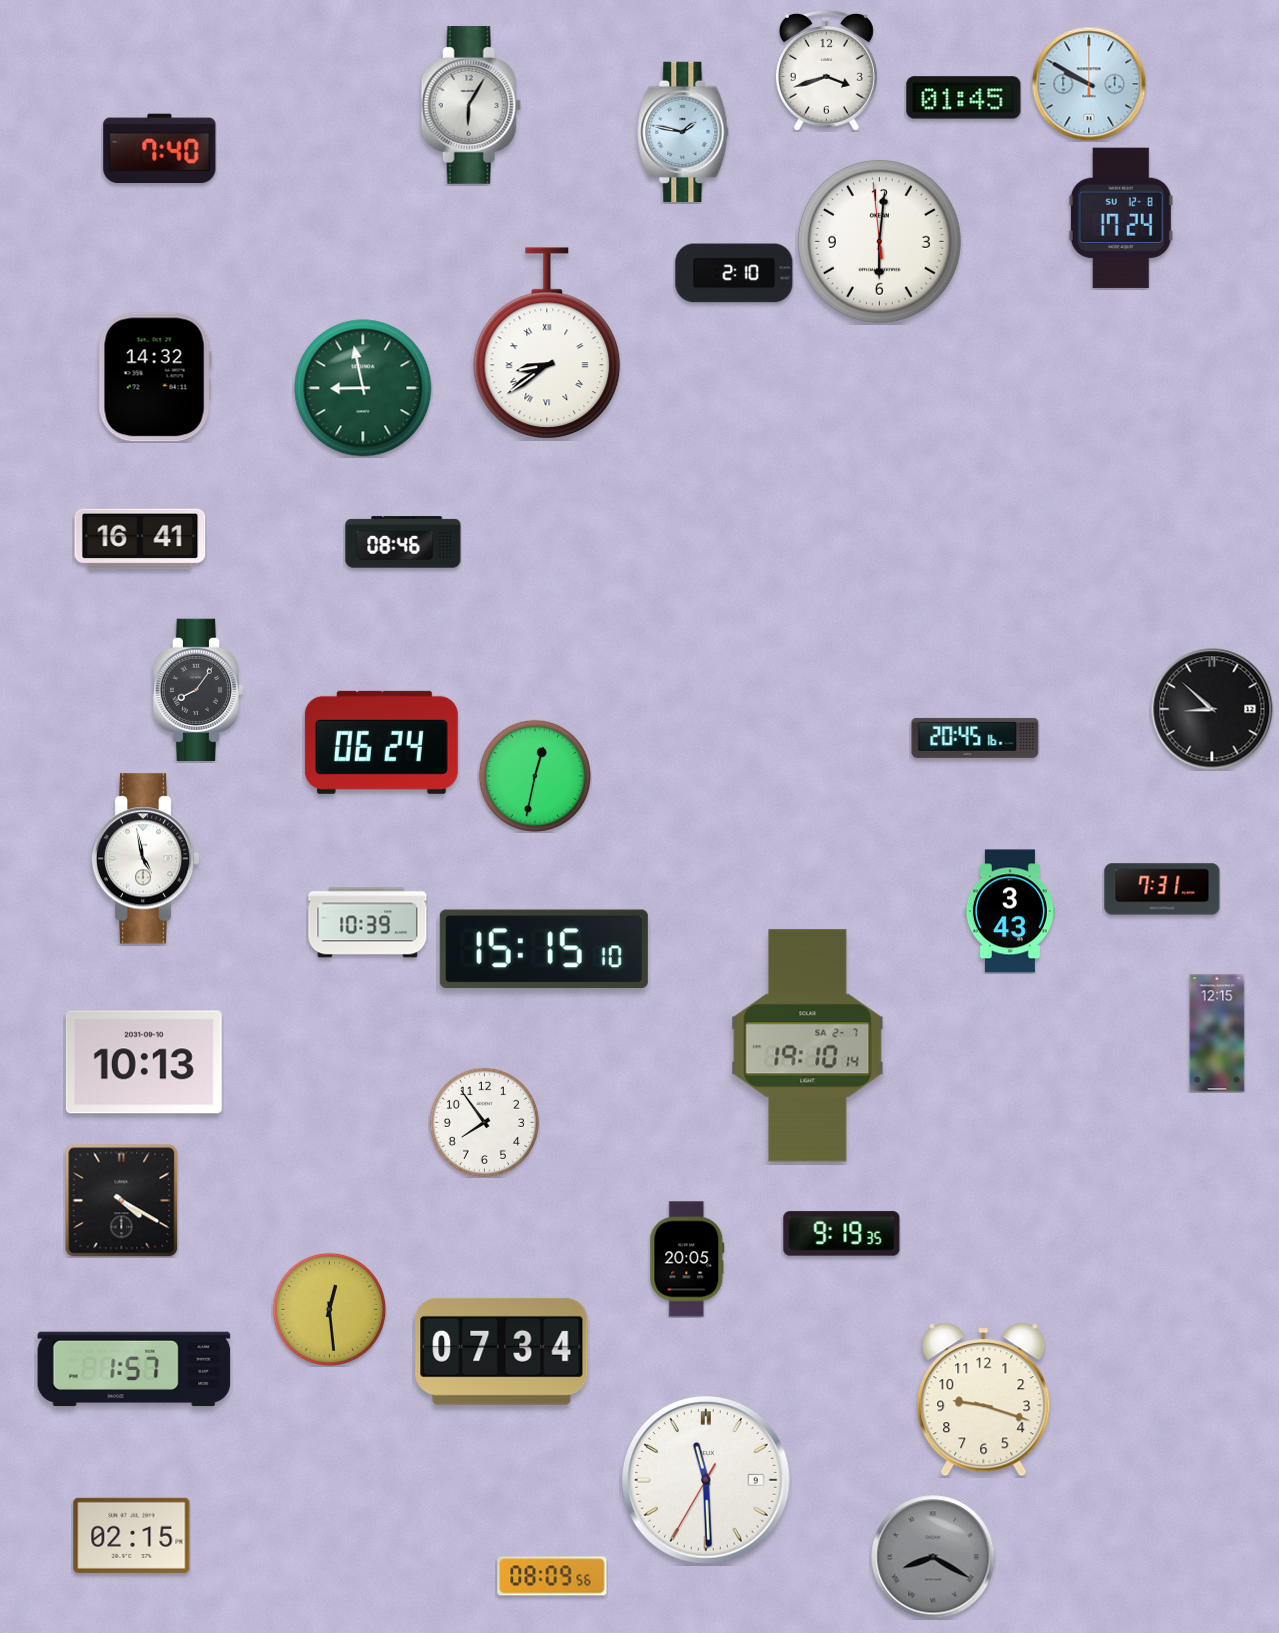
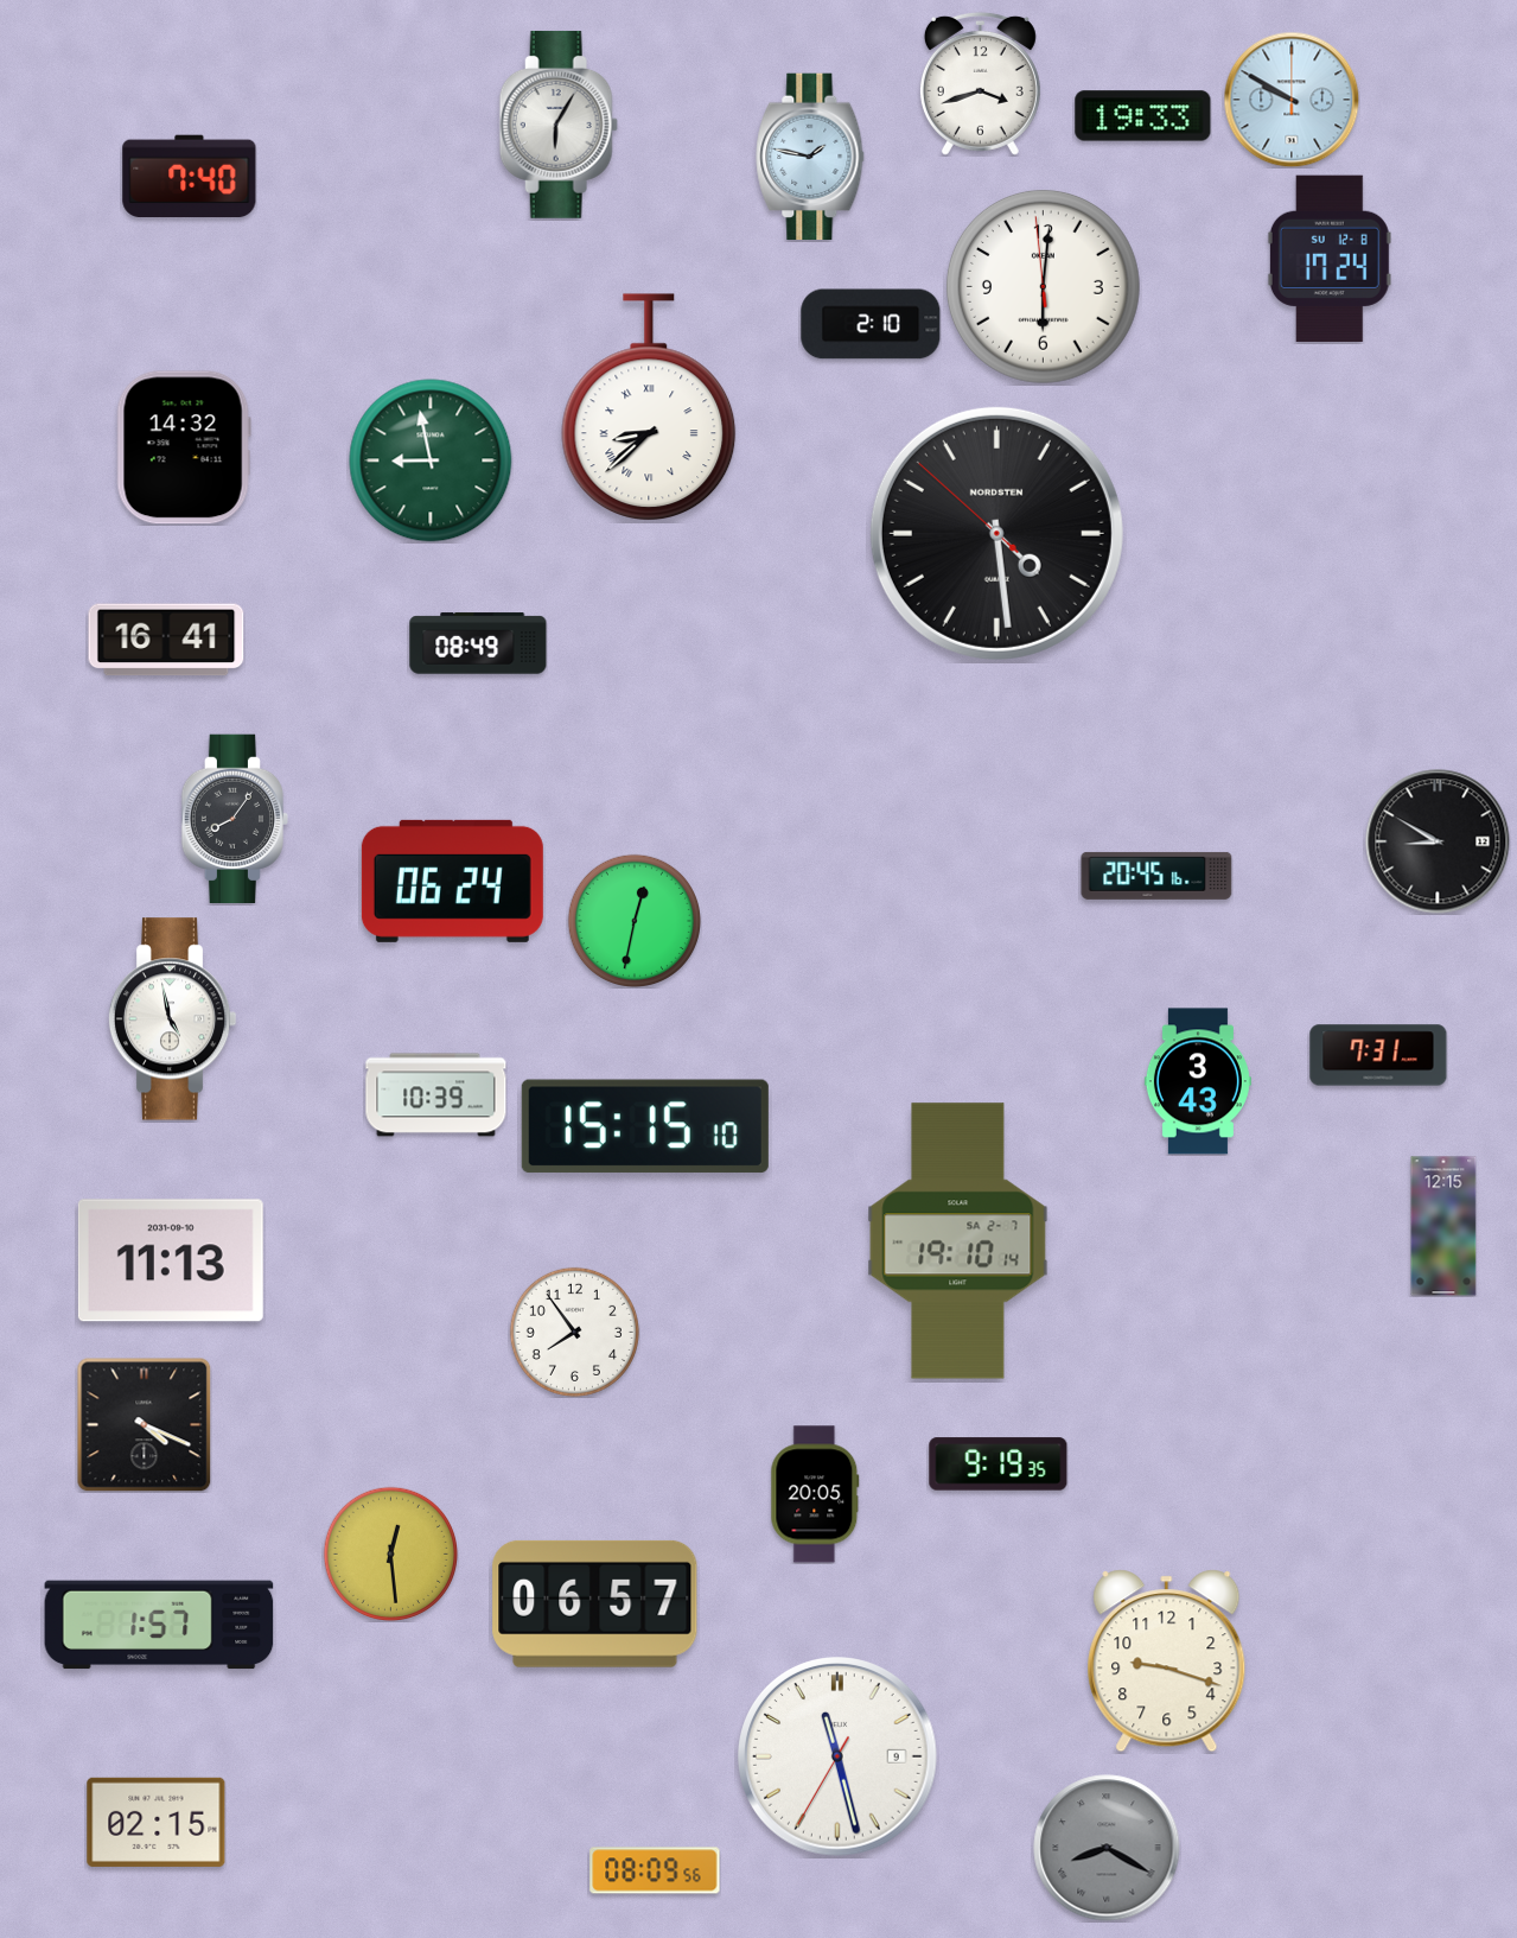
clock at (964, 98): 01:45 -> 19:33
clock at (547, 343): 8:39 -> 8:38
clock at (996, 533): none -> 4:28
clock at (403, 542): 08:46 -> 08:49
clock at (1212, 709): 8:52 -> 8:50
clock at (144, 1062): 10:13 -> 11:13
clock at (121, 1200): 4:20 -> 4:19
clock at (502, 1351): 07:34 -> 06:57
clock at (707, 1481): 11:29 -> 11:27
